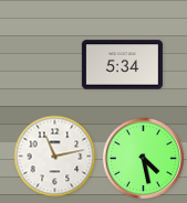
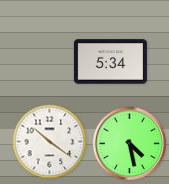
clock at (122, 65) position: (122, 65) -> (110, 62)
clock at (55, 157): 11:13 -> 10:21
